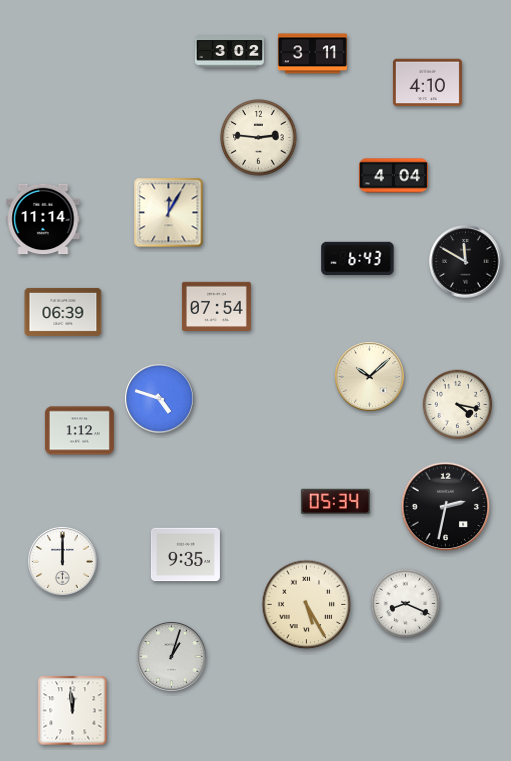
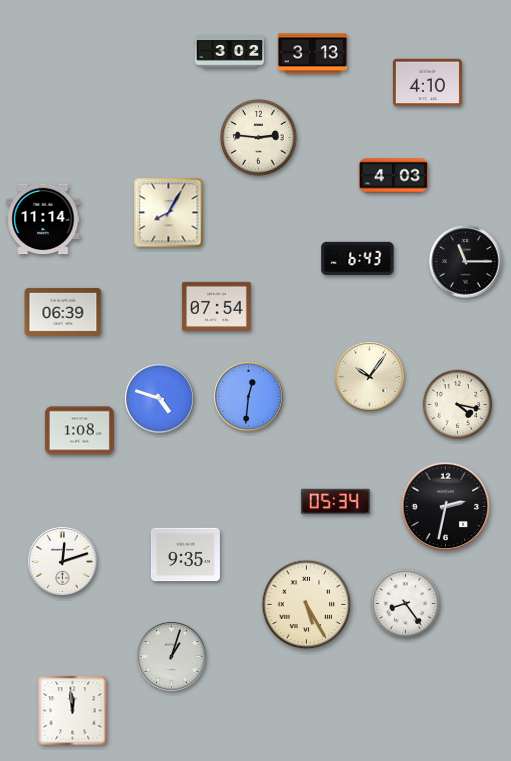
clock at (312, 54): 3:11 -> 3:13
clock at (393, 176): 4:04 -> 4:03
clock at (169, 213): 12:05 -> 8:05
clock at (466, 262): 11:50 -> 11:15
clock at (370, 377): 10:08 -> 10:06
clock at (249, 397): none -> 12:31
clock at (79, 431): 1:12 -> 1:08
clock at (63, 562): 12:00 -> 12:12
clock at (406, 604): 8:19 -> 8:24
